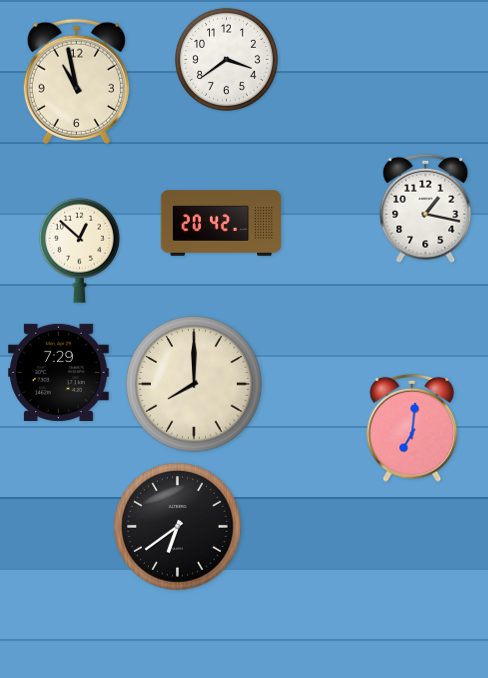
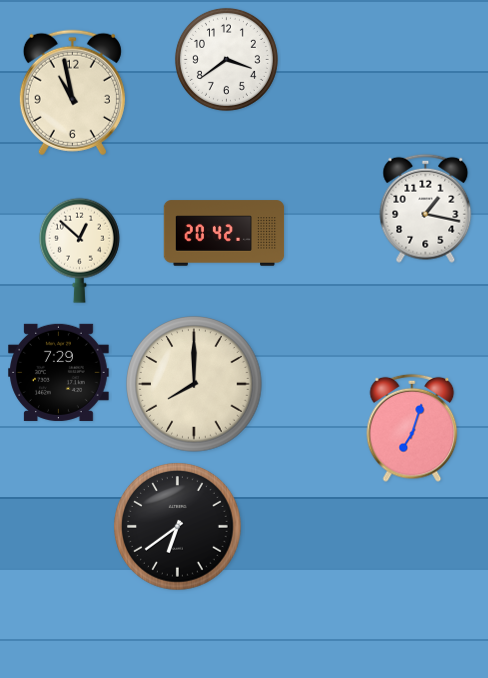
clock at (76, 82) position: (76, 82) -> (72, 93)
clock at (221, 223) position: (221, 223) -> (224, 233)
clock at (412, 428): 7:01 -> 7:03
